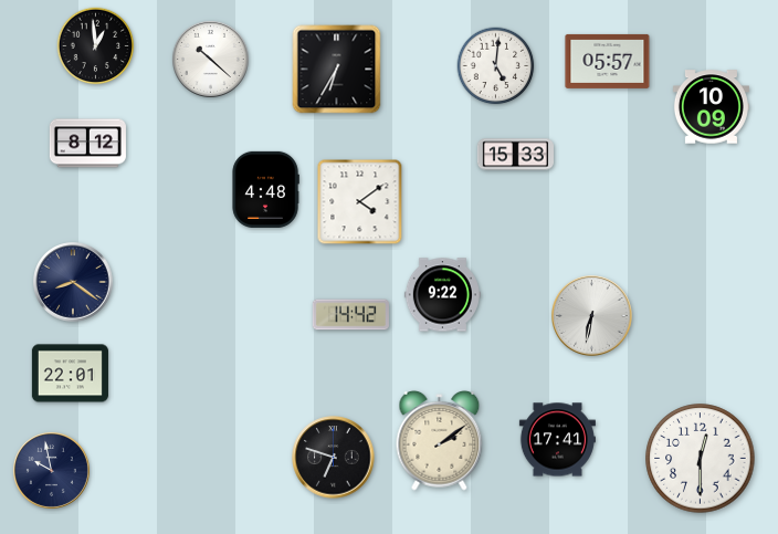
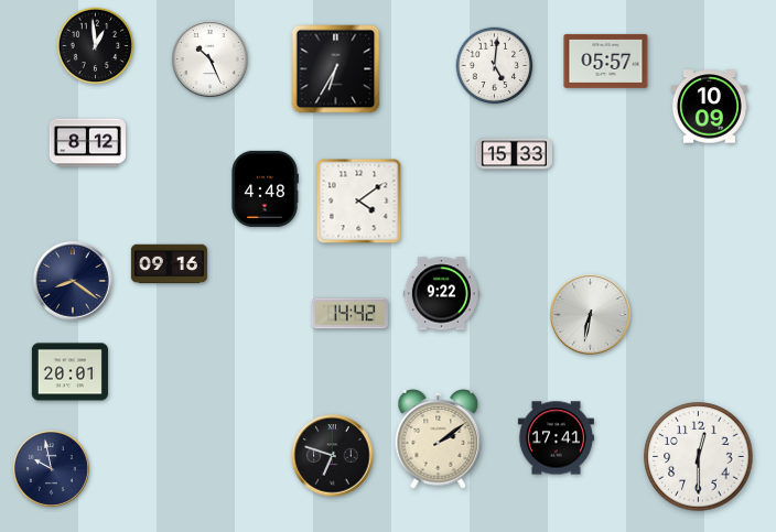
clock at (210, 59): 10:22 -> 10:26
clock at (169, 264): none -> 09:16
clock at (70, 374): 22:01 -> 20:01
